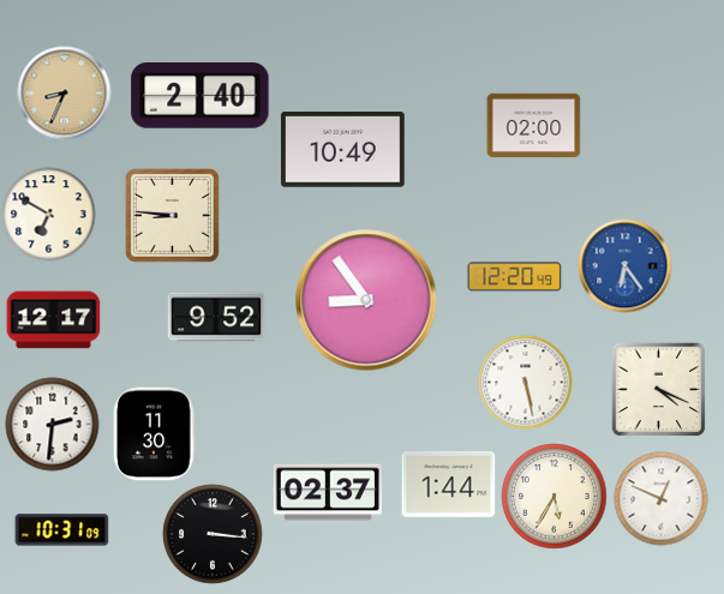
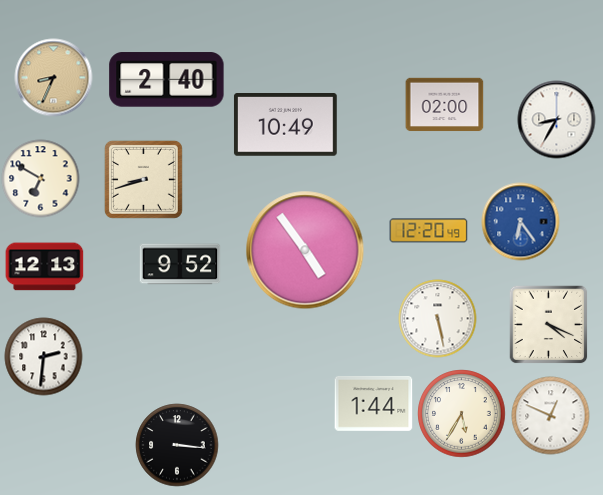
clock at (556, 119): none -> 8:35
clock at (172, 215): 8:46 -> 8:42
clock at (366, 300): 8:54 -> 4:54
clock at (53, 320): 12:17 -> 12:13
clock at (52, 424) position: (52, 424) -> (43, 356)
clock at (155, 433): 11:30 -> none
clock at (328, 492): 02:37 -> none
clock at (61, 530): 10:31 -> none
